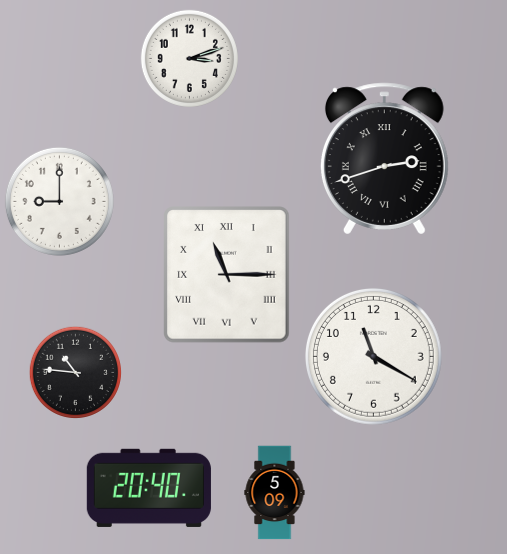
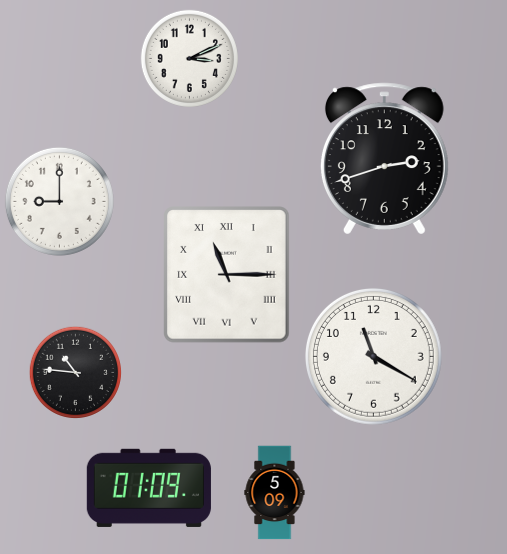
clock at (189, 58): 3:12 -> 3:11
clock at (384, 159) numerals: Roman -> Arabic
clock at (149, 488): 20:40 -> 01:09
